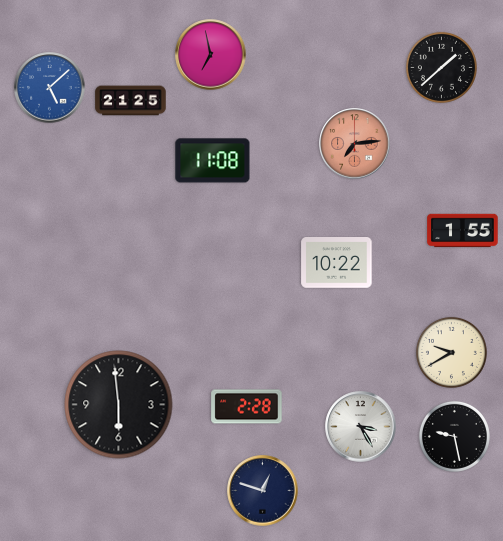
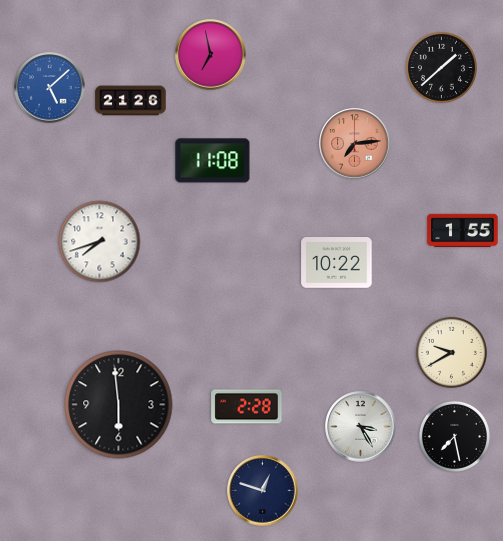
clock at (131, 101): 21:25 -> 21:26
clock at (100, 242): none -> 7:42
clock at (454, 436): 9:28 -> 7:28
